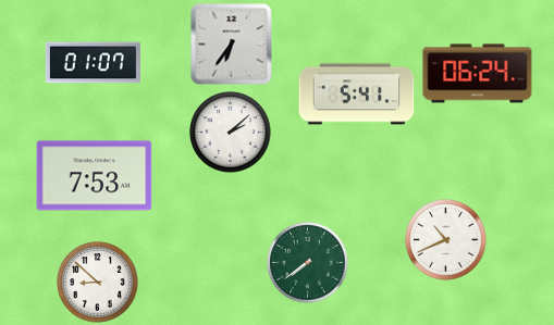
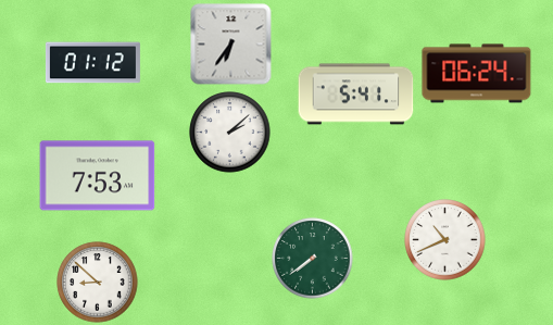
clock at (93, 63): 01:07 -> 01:12
clock at (95, 176) position: (95, 176) -> (98, 176)
clock at (308, 263) position: (308, 263) -> (313, 259)
